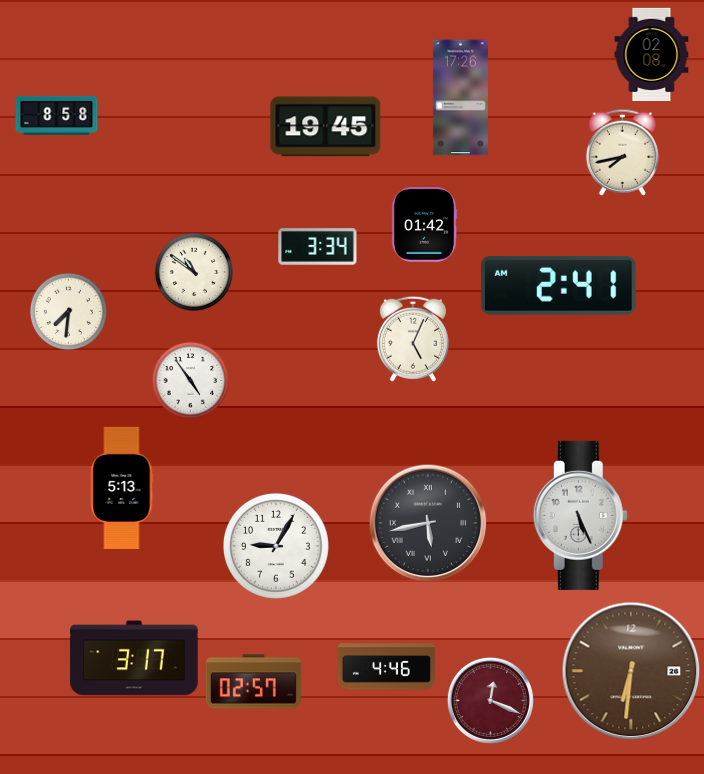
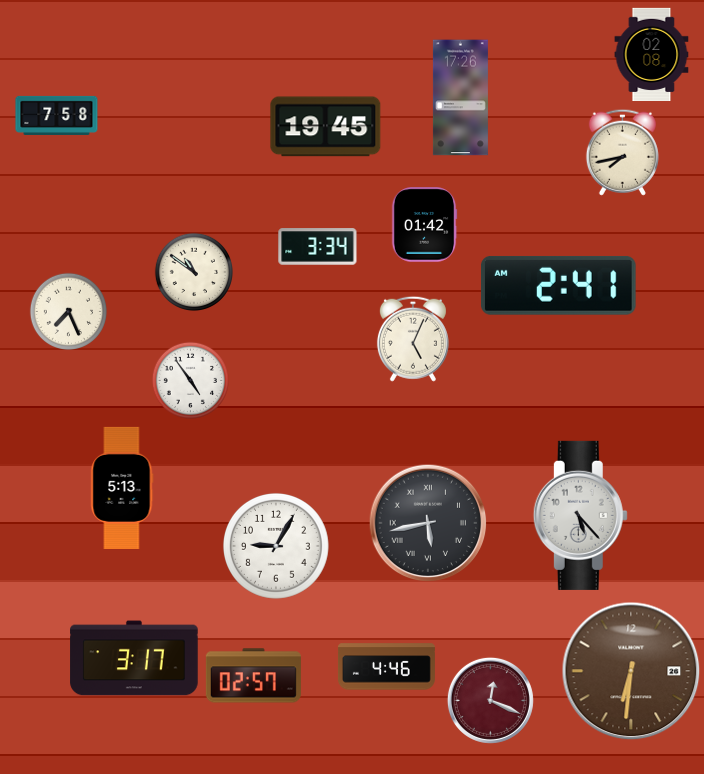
clock at (57, 115): 8:58 -> 7:58
clock at (68, 311): 7:31 -> 7:26
clock at (580, 515): 5:26 -> 5:23
clock at (253, 682) position: (253, 682) -> (253, 676)
